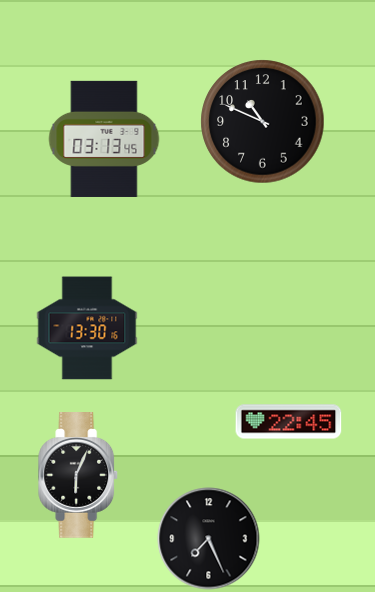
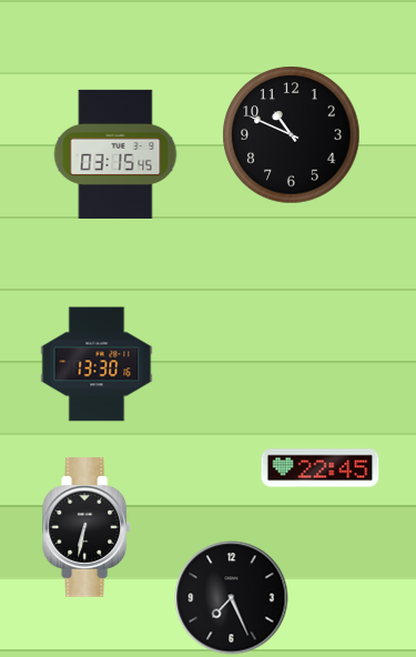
clock at (104, 139): 03:13 -> 03:15
clock at (79, 476): 6:04 -> 6:32
